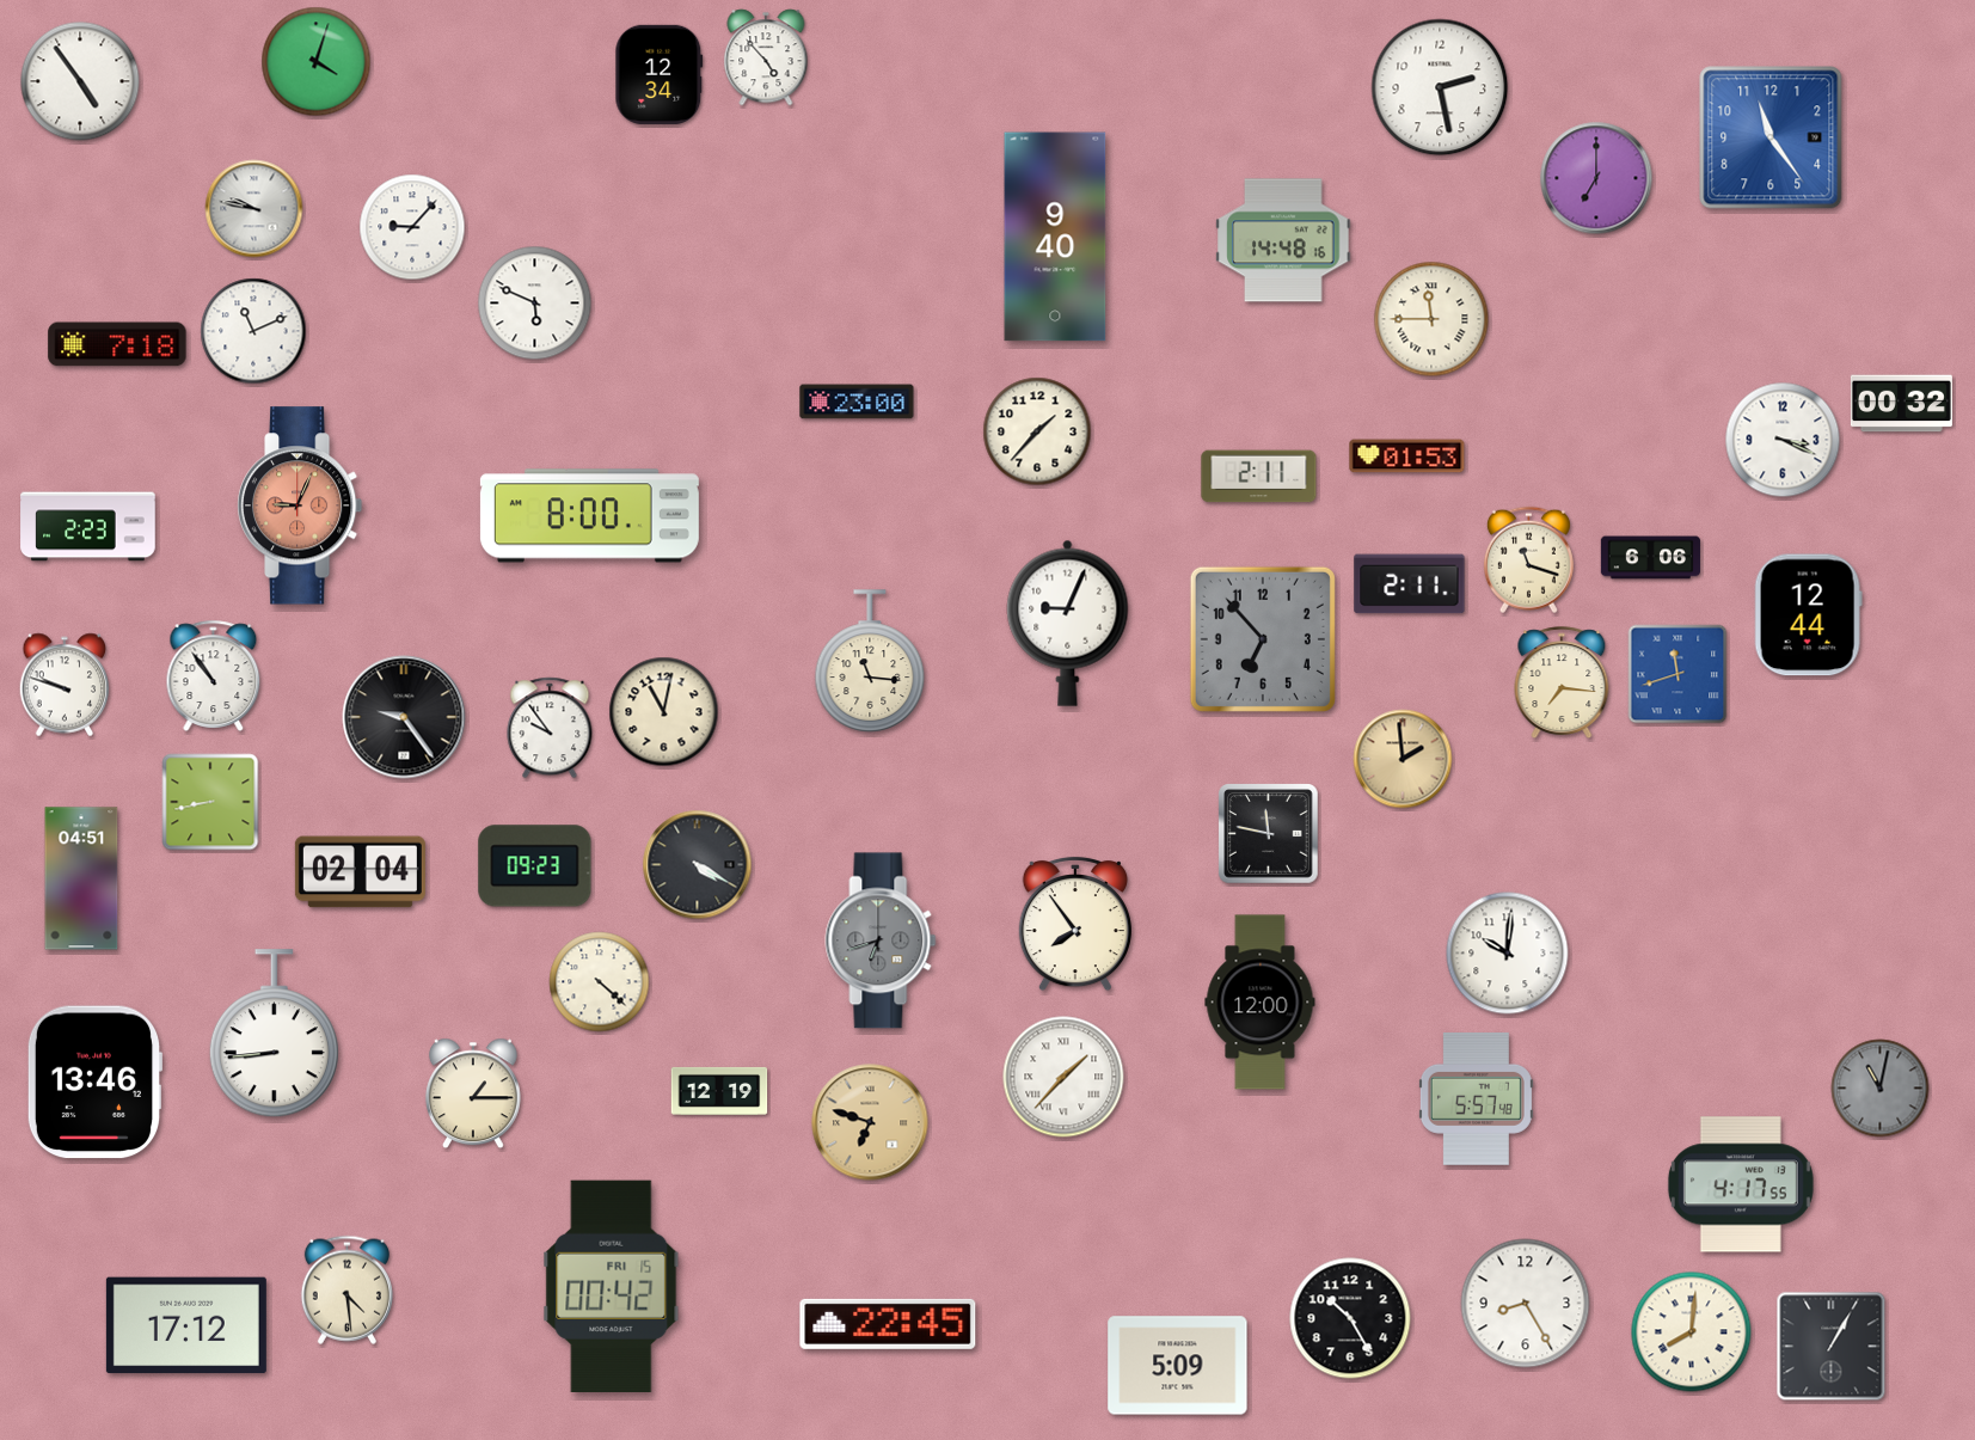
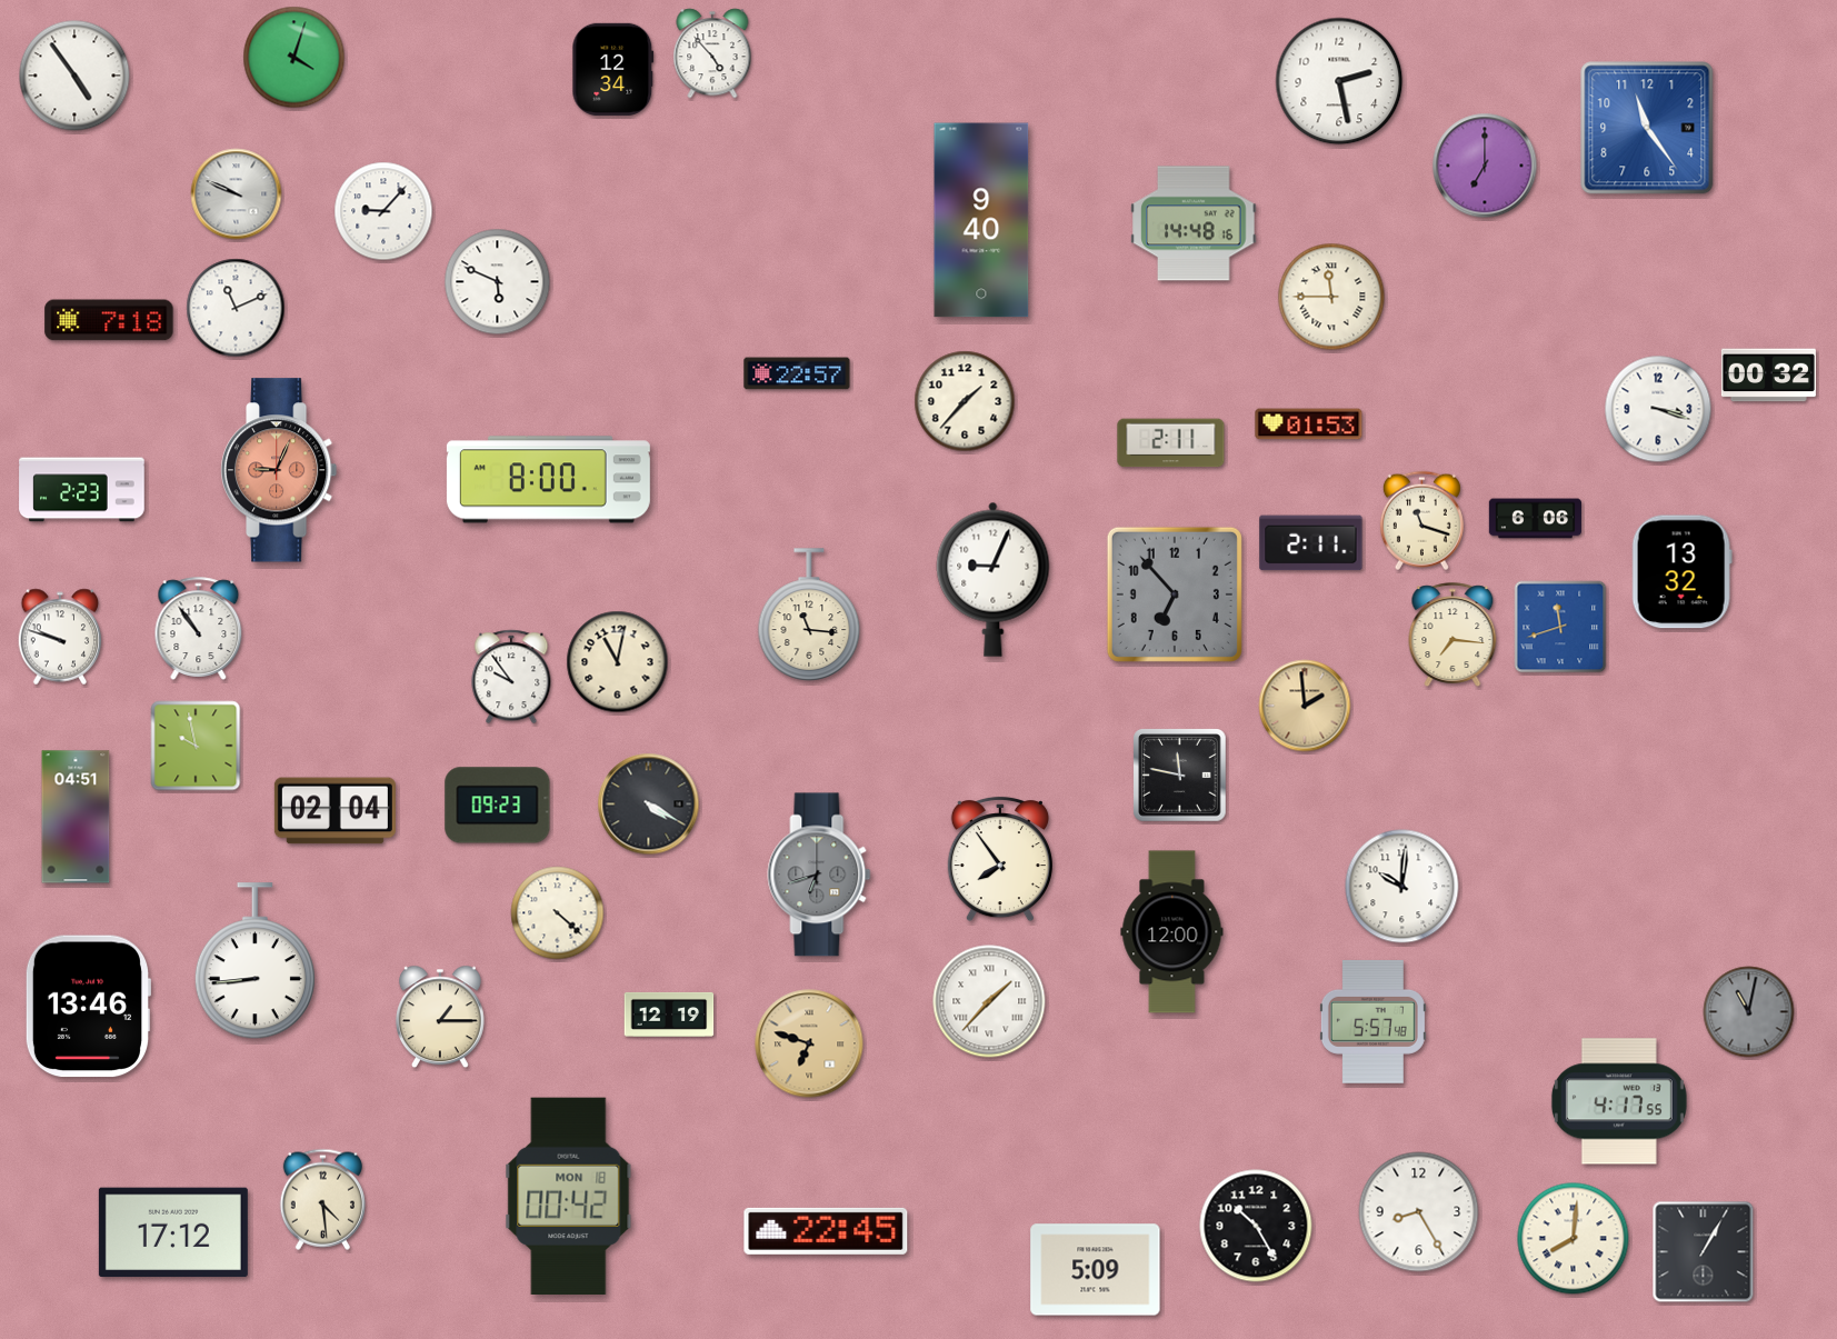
clock at (254, 209): 9:47 -> 9:49
clock at (857, 402): 23:00 -> 22:57
clock at (1783, 440): 3:19 -> 3:18
clock at (1808, 615): 12:44 -> 13:32
clock at (404, 717): 9:24 -> none
clock at (210, 802): 8:43 -> 9:58
clock at (612, 1286) date: FRI 15 -> MON 18
